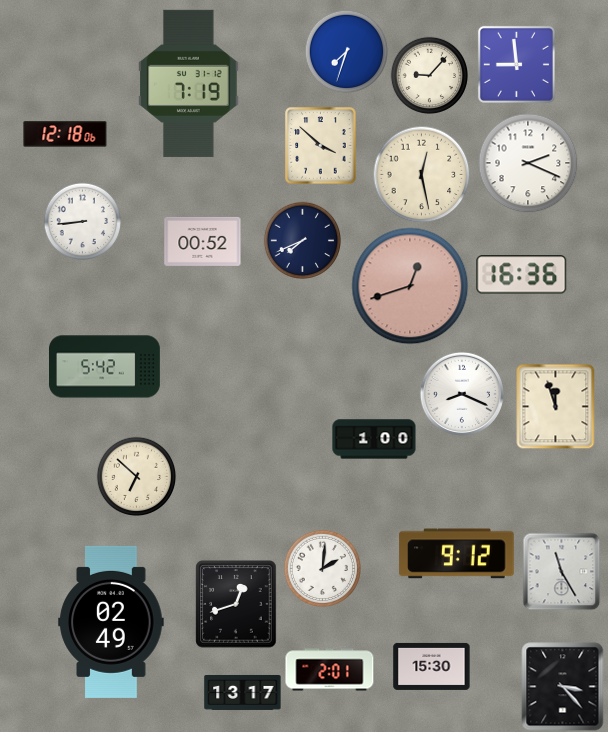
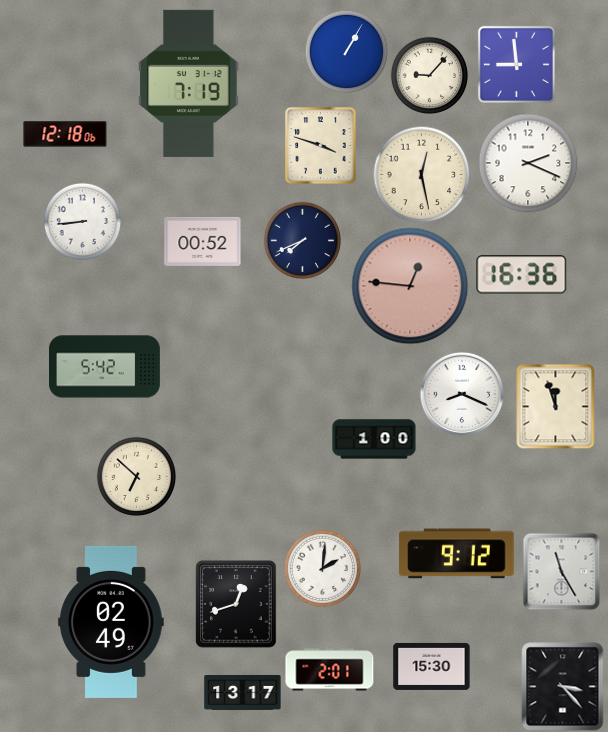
clock at (346, 51): 7:33 -> 1:05
clock at (321, 146): 3:52 -> 3:48
clock at (410, 286): 12:42 -> 12:46
